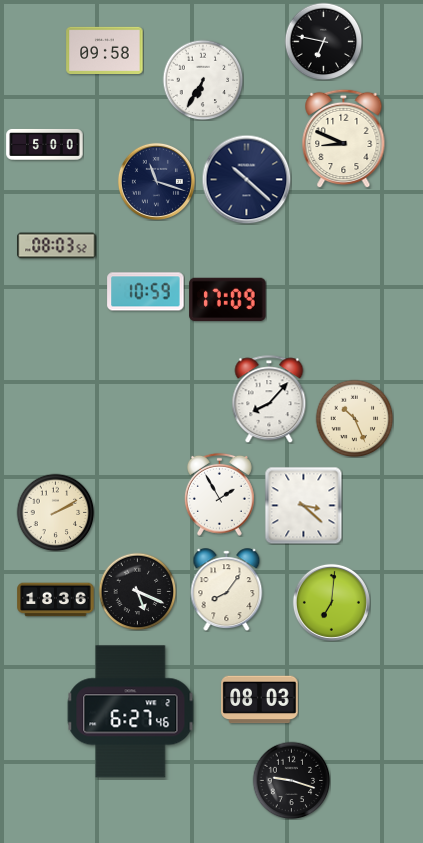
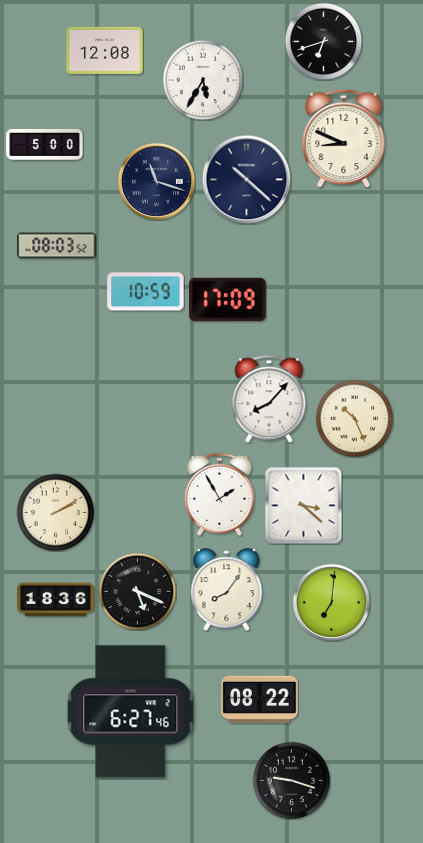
clock at (323, 41): 6:47 -> 6:42
clock at (105, 50): 09:58 -> 12:08
clock at (203, 80): 6:35 -> 5:35
clock at (260, 700): 08:03 -> 08:22
